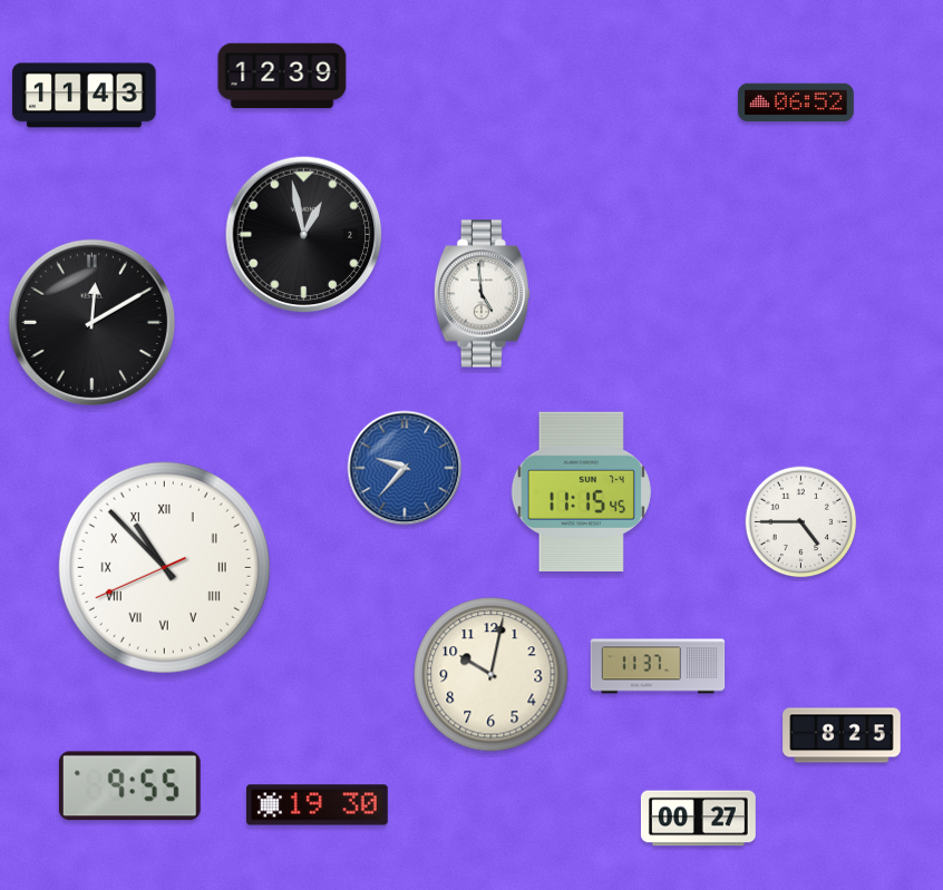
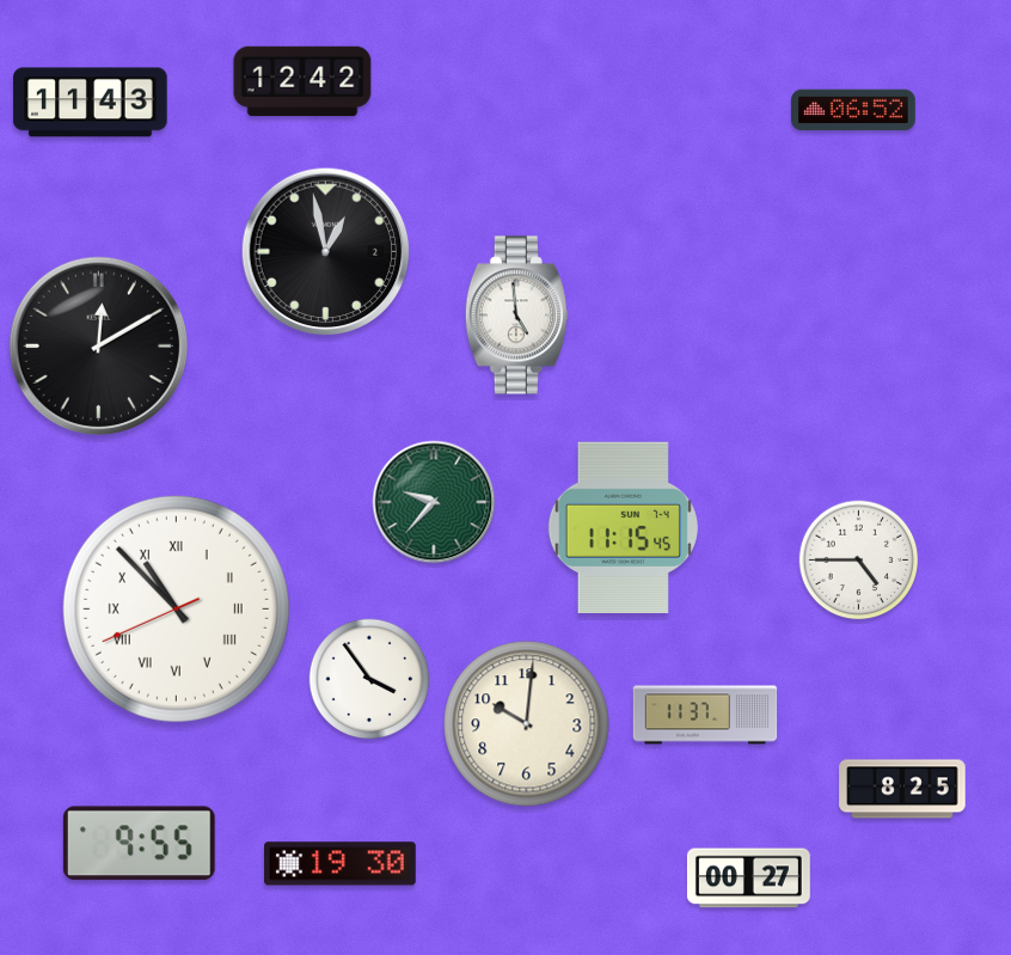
clock at (282, 76): 12:39 -> 12:42
clock at (405, 468) dial: blue -> green
clock at (369, 679): none -> 3:54
clock at (492, 675): 10:02 -> 10:01
